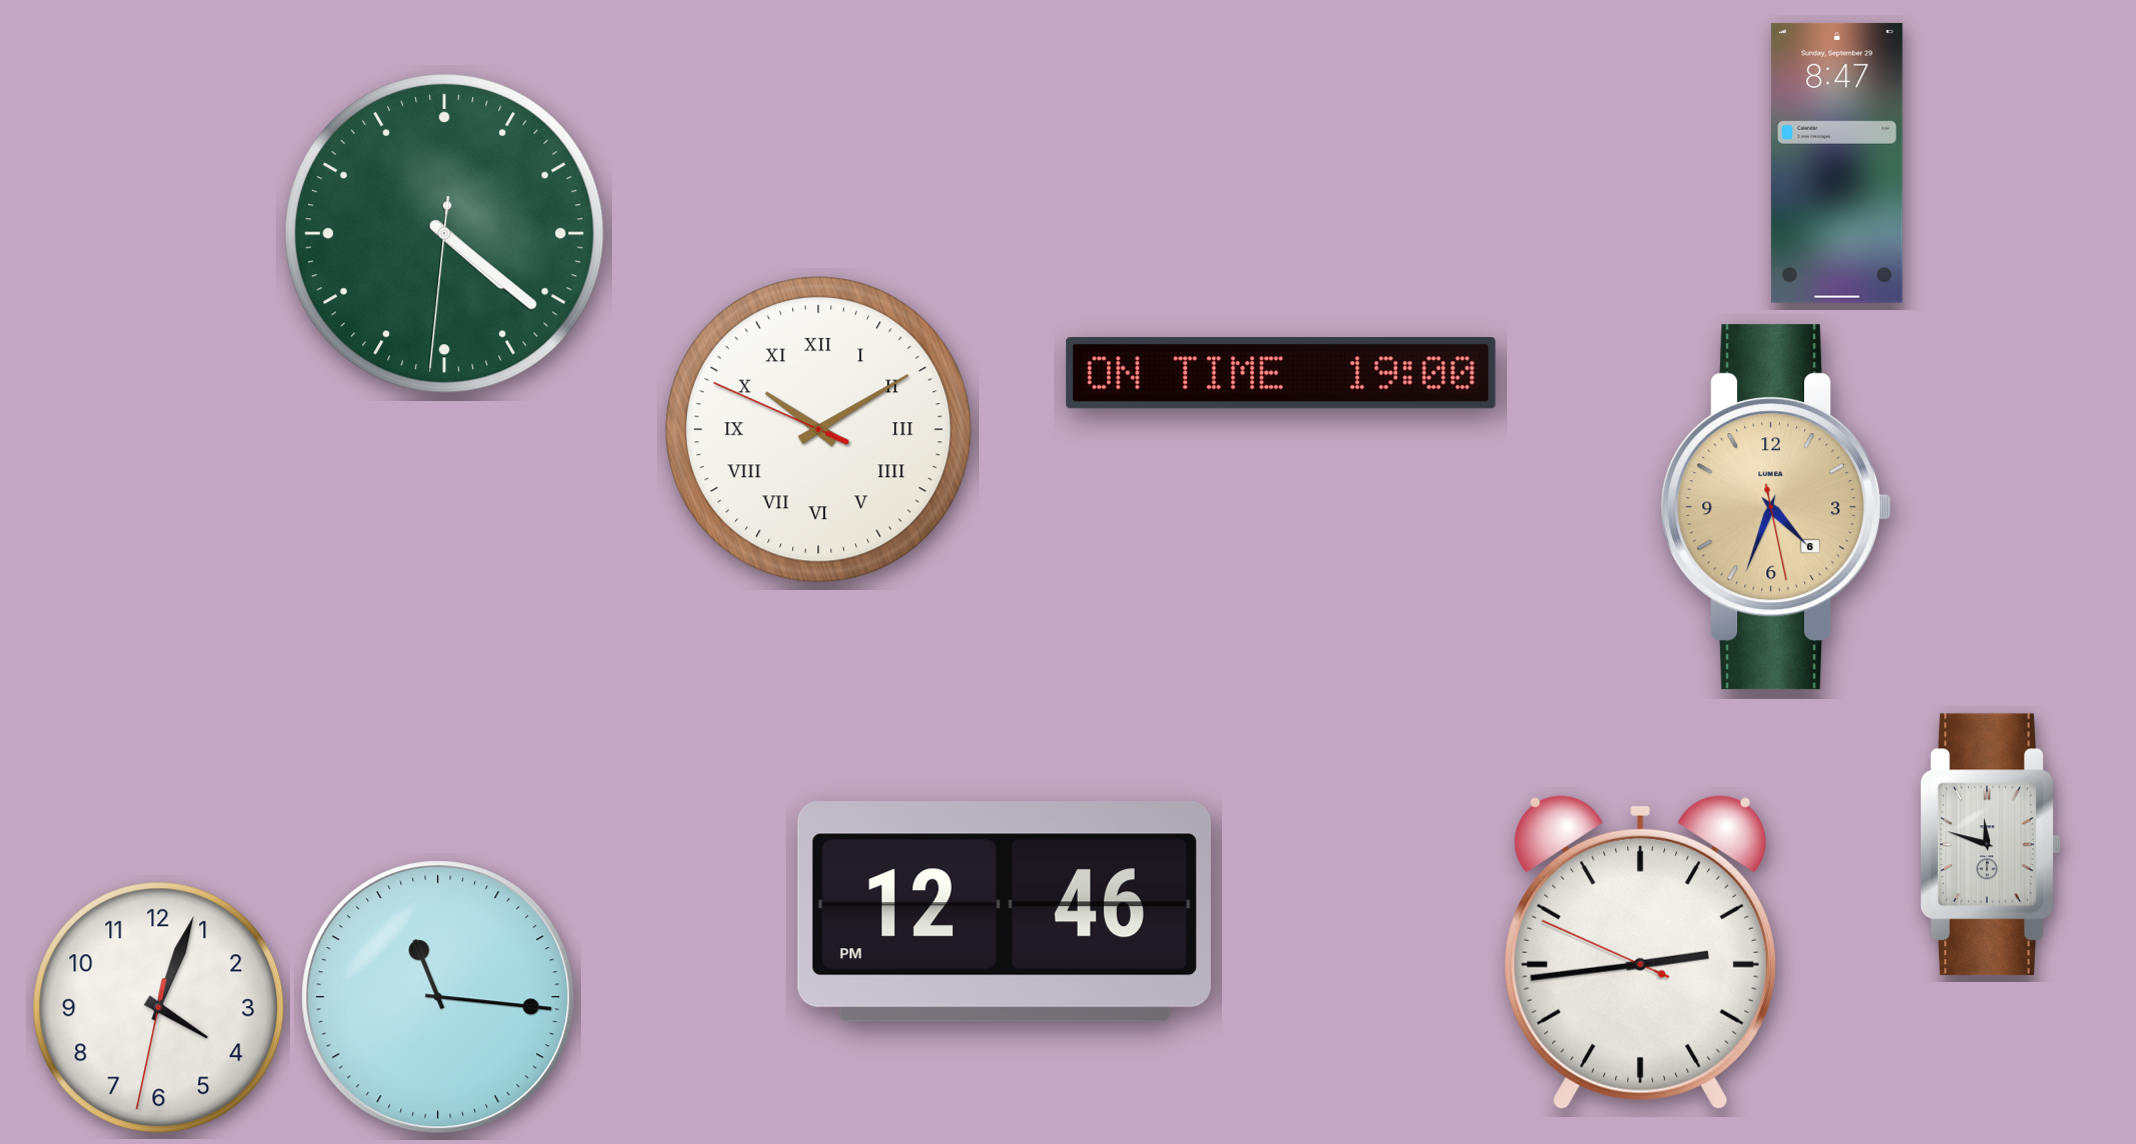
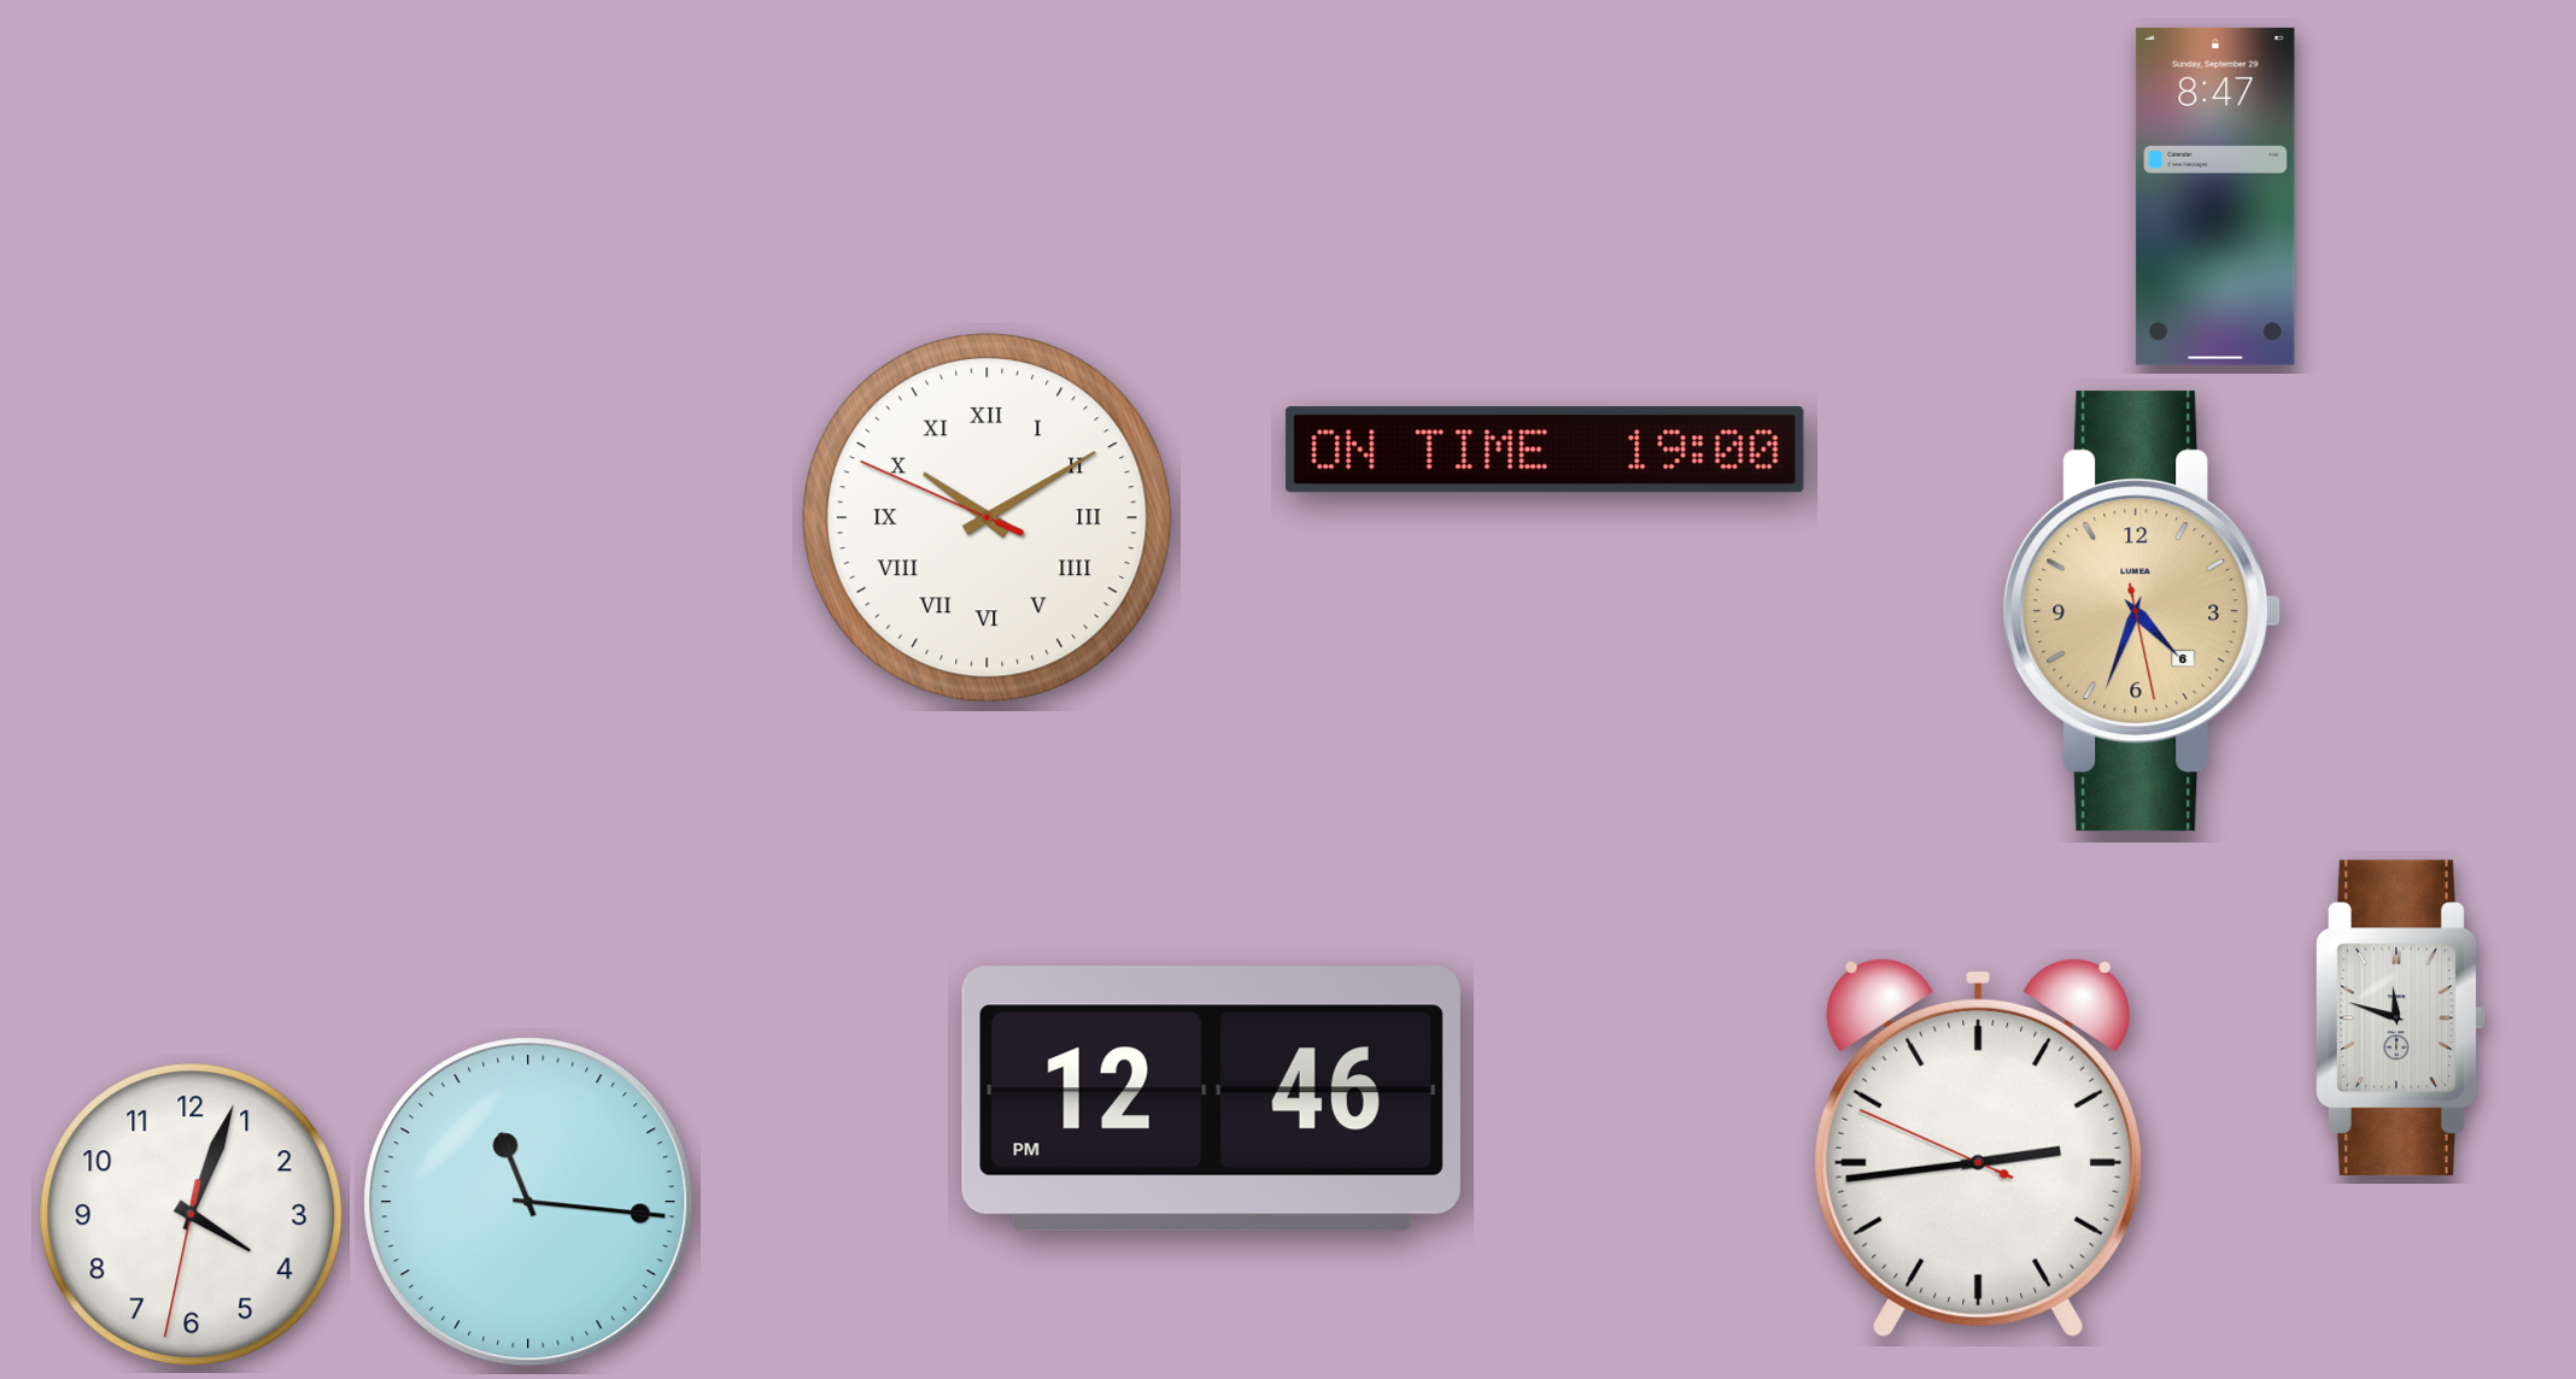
clock at (444, 233): 4:21 -> none
